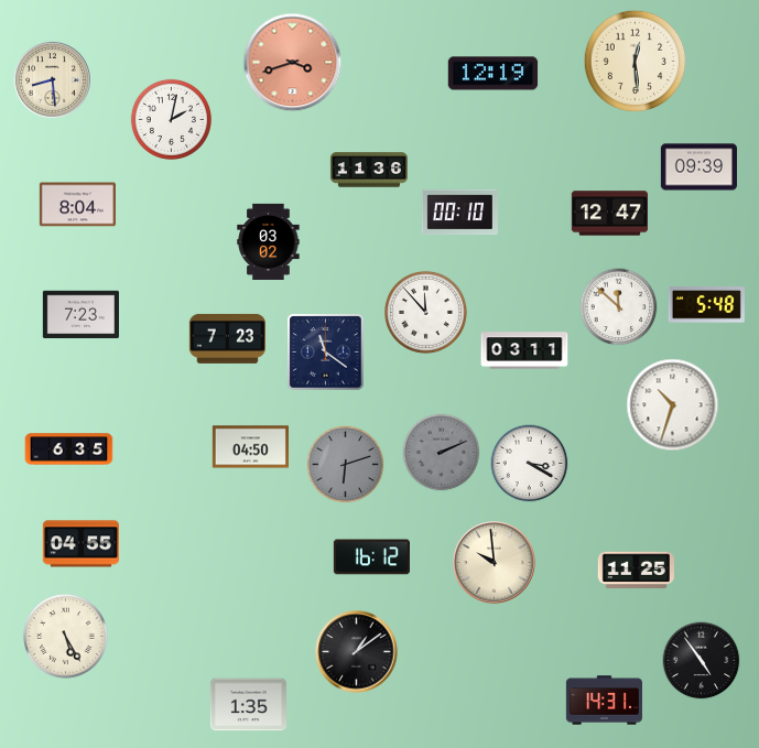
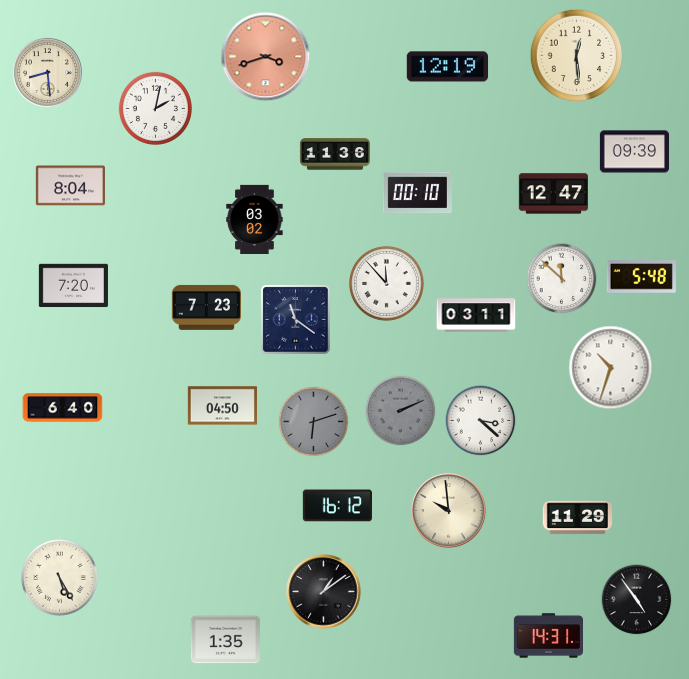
clock at (269, 241) position: (269, 241) -> (255, 219)
clock at (80, 315): 7:23 -> 7:20
clock at (524, 350) position: (524, 350) -> (476, 315)
clock at (250, 447) position: (250, 447) -> (222, 406)
clock at (69, 449): 6:35 -> 6:40
clock at (530, 464): 3:20 -> 3:22
clock at (80, 544): 04:55 -> none
clock at (636, 571): 11:25 -> 11:29
